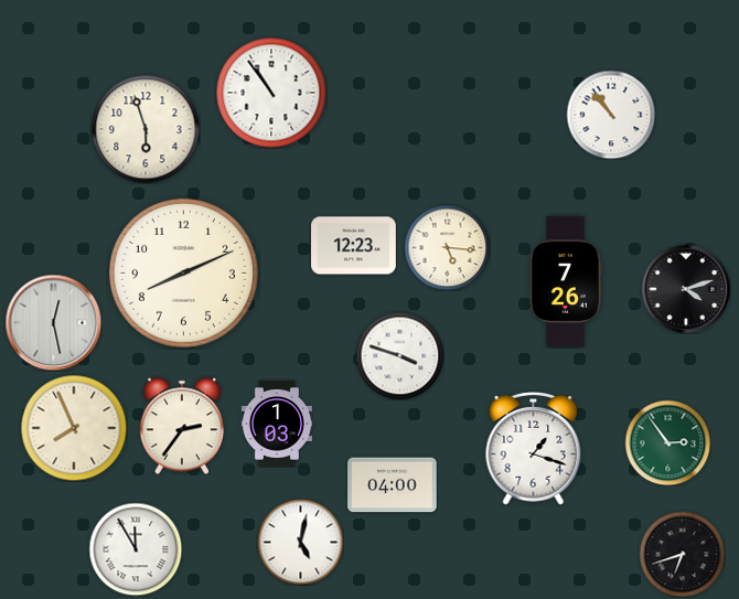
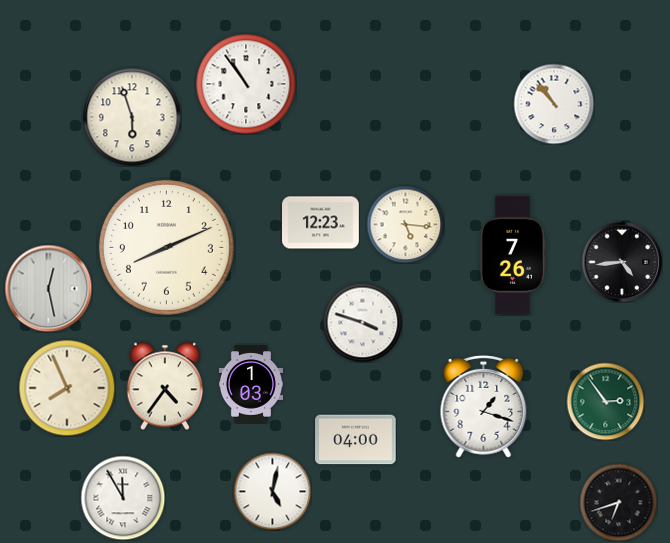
clock at (686, 289): 4:12 -> 4:44
clock at (53, 322) position: (53, 322) -> (48, 288)
clock at (182, 426): 2:36 -> 4:36
